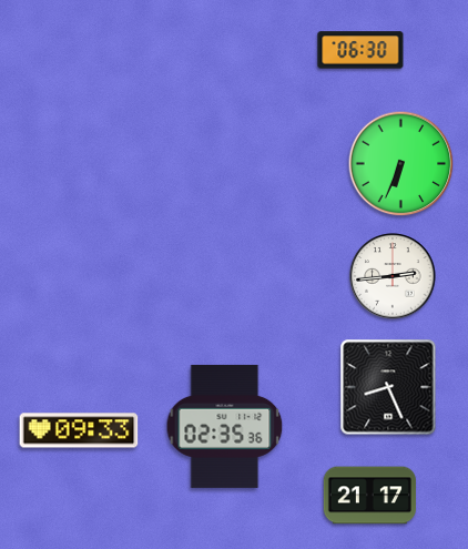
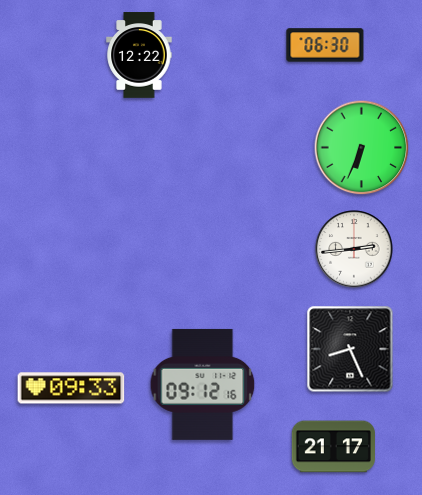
clock at (139, 55): none -> 12:22
clock at (225, 426): 02:35 -> 09:12
